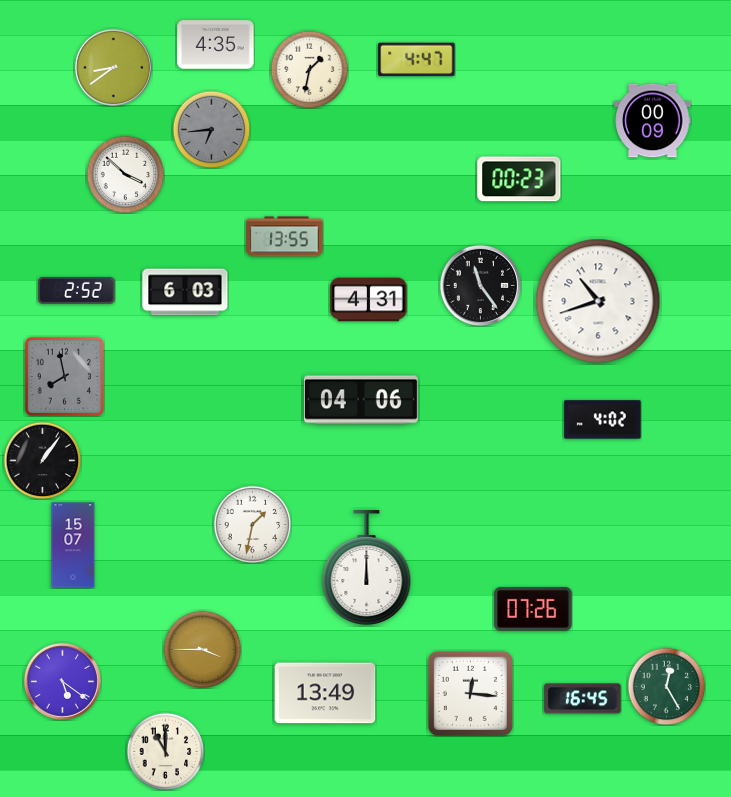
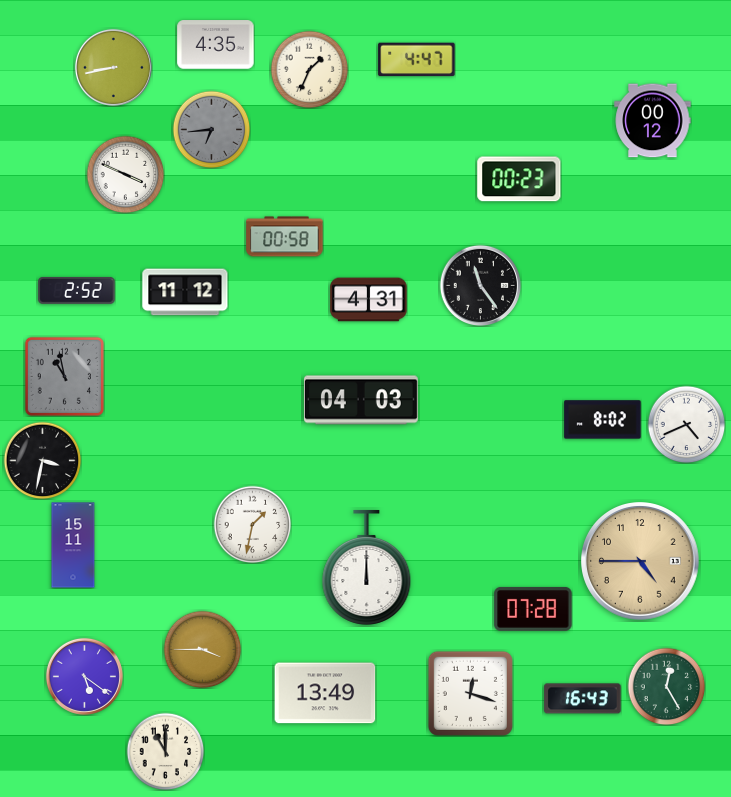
clock at (113, 67): 8:39 -> 8:43
clock at (309, 69): 1:32 -> 1:34
clock at (653, 121): 00:09 -> 00:12
clock at (125, 174): 3:52 -> 3:49
clock at (285, 237): 13:55 -> 00:58
clock at (185, 292): 6:03 -> 11:12
clock at (598, 301): 10:42 -> none
clock at (64, 376): 7:58 -> 10:58
clock at (361, 400): 04:06 -> 04:03
clock at (603, 420): 4:02 -> 8:02
clock at (686, 424): none -> 4:41
clock at (42, 460): 1:06 -> 3:32
clock at (73, 545): 15:07 -> 15:11
clock at (640, 561): none -> 4:45
clock at (533, 609): 07:26 -> 07:28
clock at (62, 681) position: (62, 681) -> (84, 676)
clock at (470, 693): 12:16 -> 12:18
clock at (583, 699): 16:45 -> 16:43
